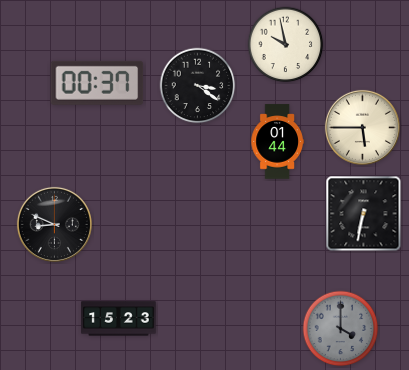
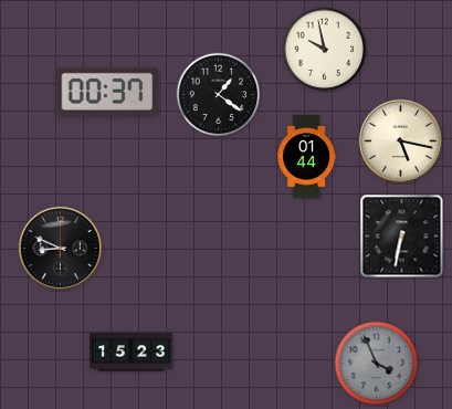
clock at (286, 45) position: (286, 45) -> (325, 50)
clock at (198, 86): 3:21 -> 1:21
clock at (362, 127): 5:45 -> 5:17
clock at (341, 329): 4:00 -> 3:56
